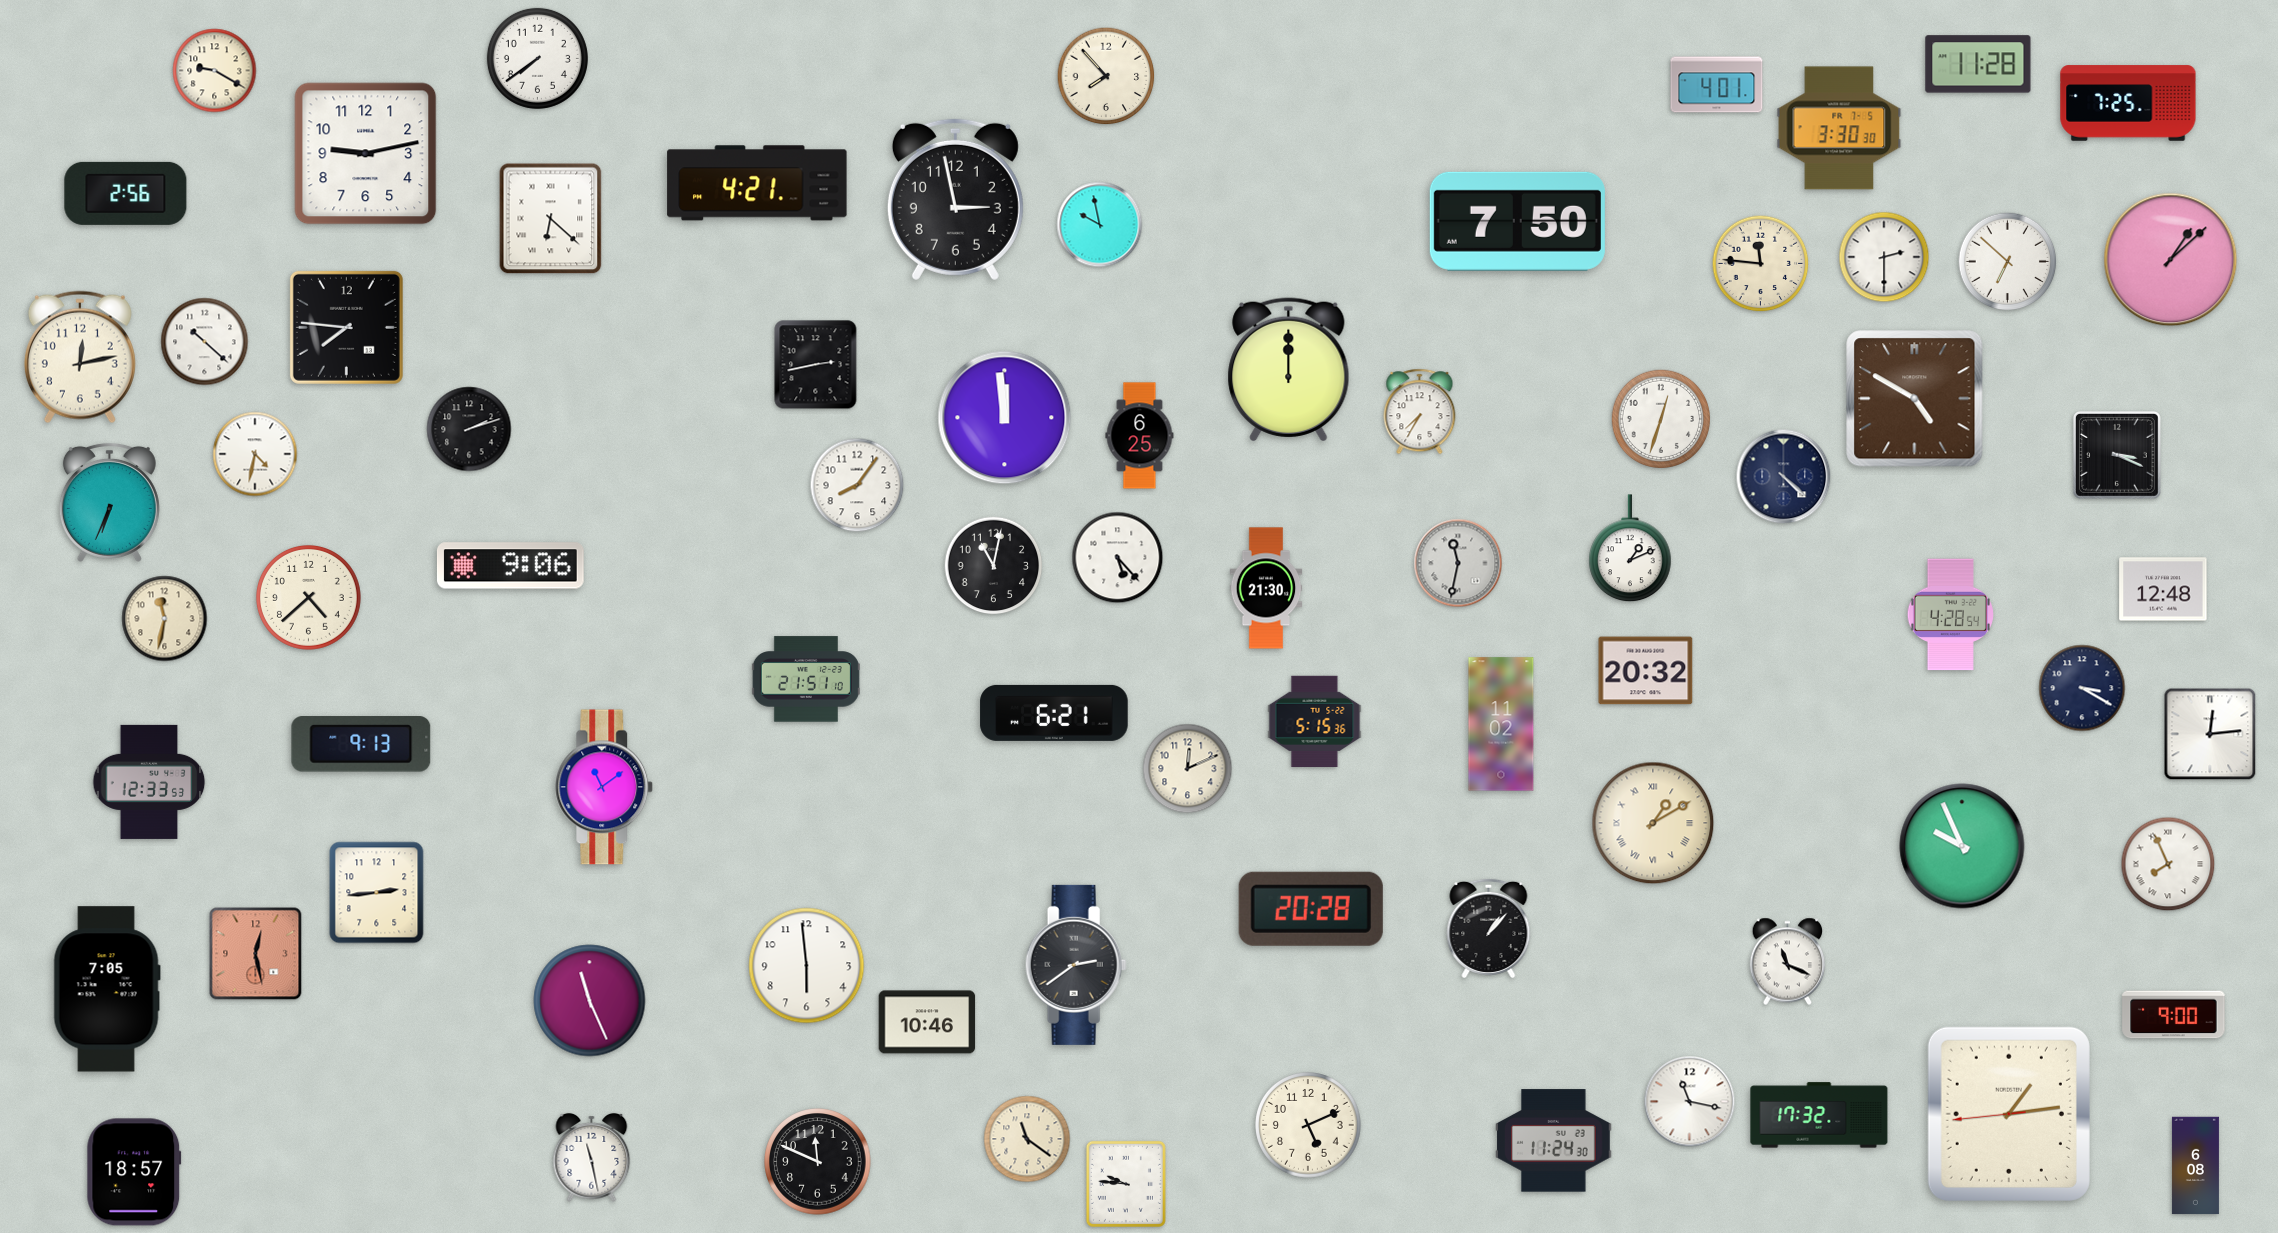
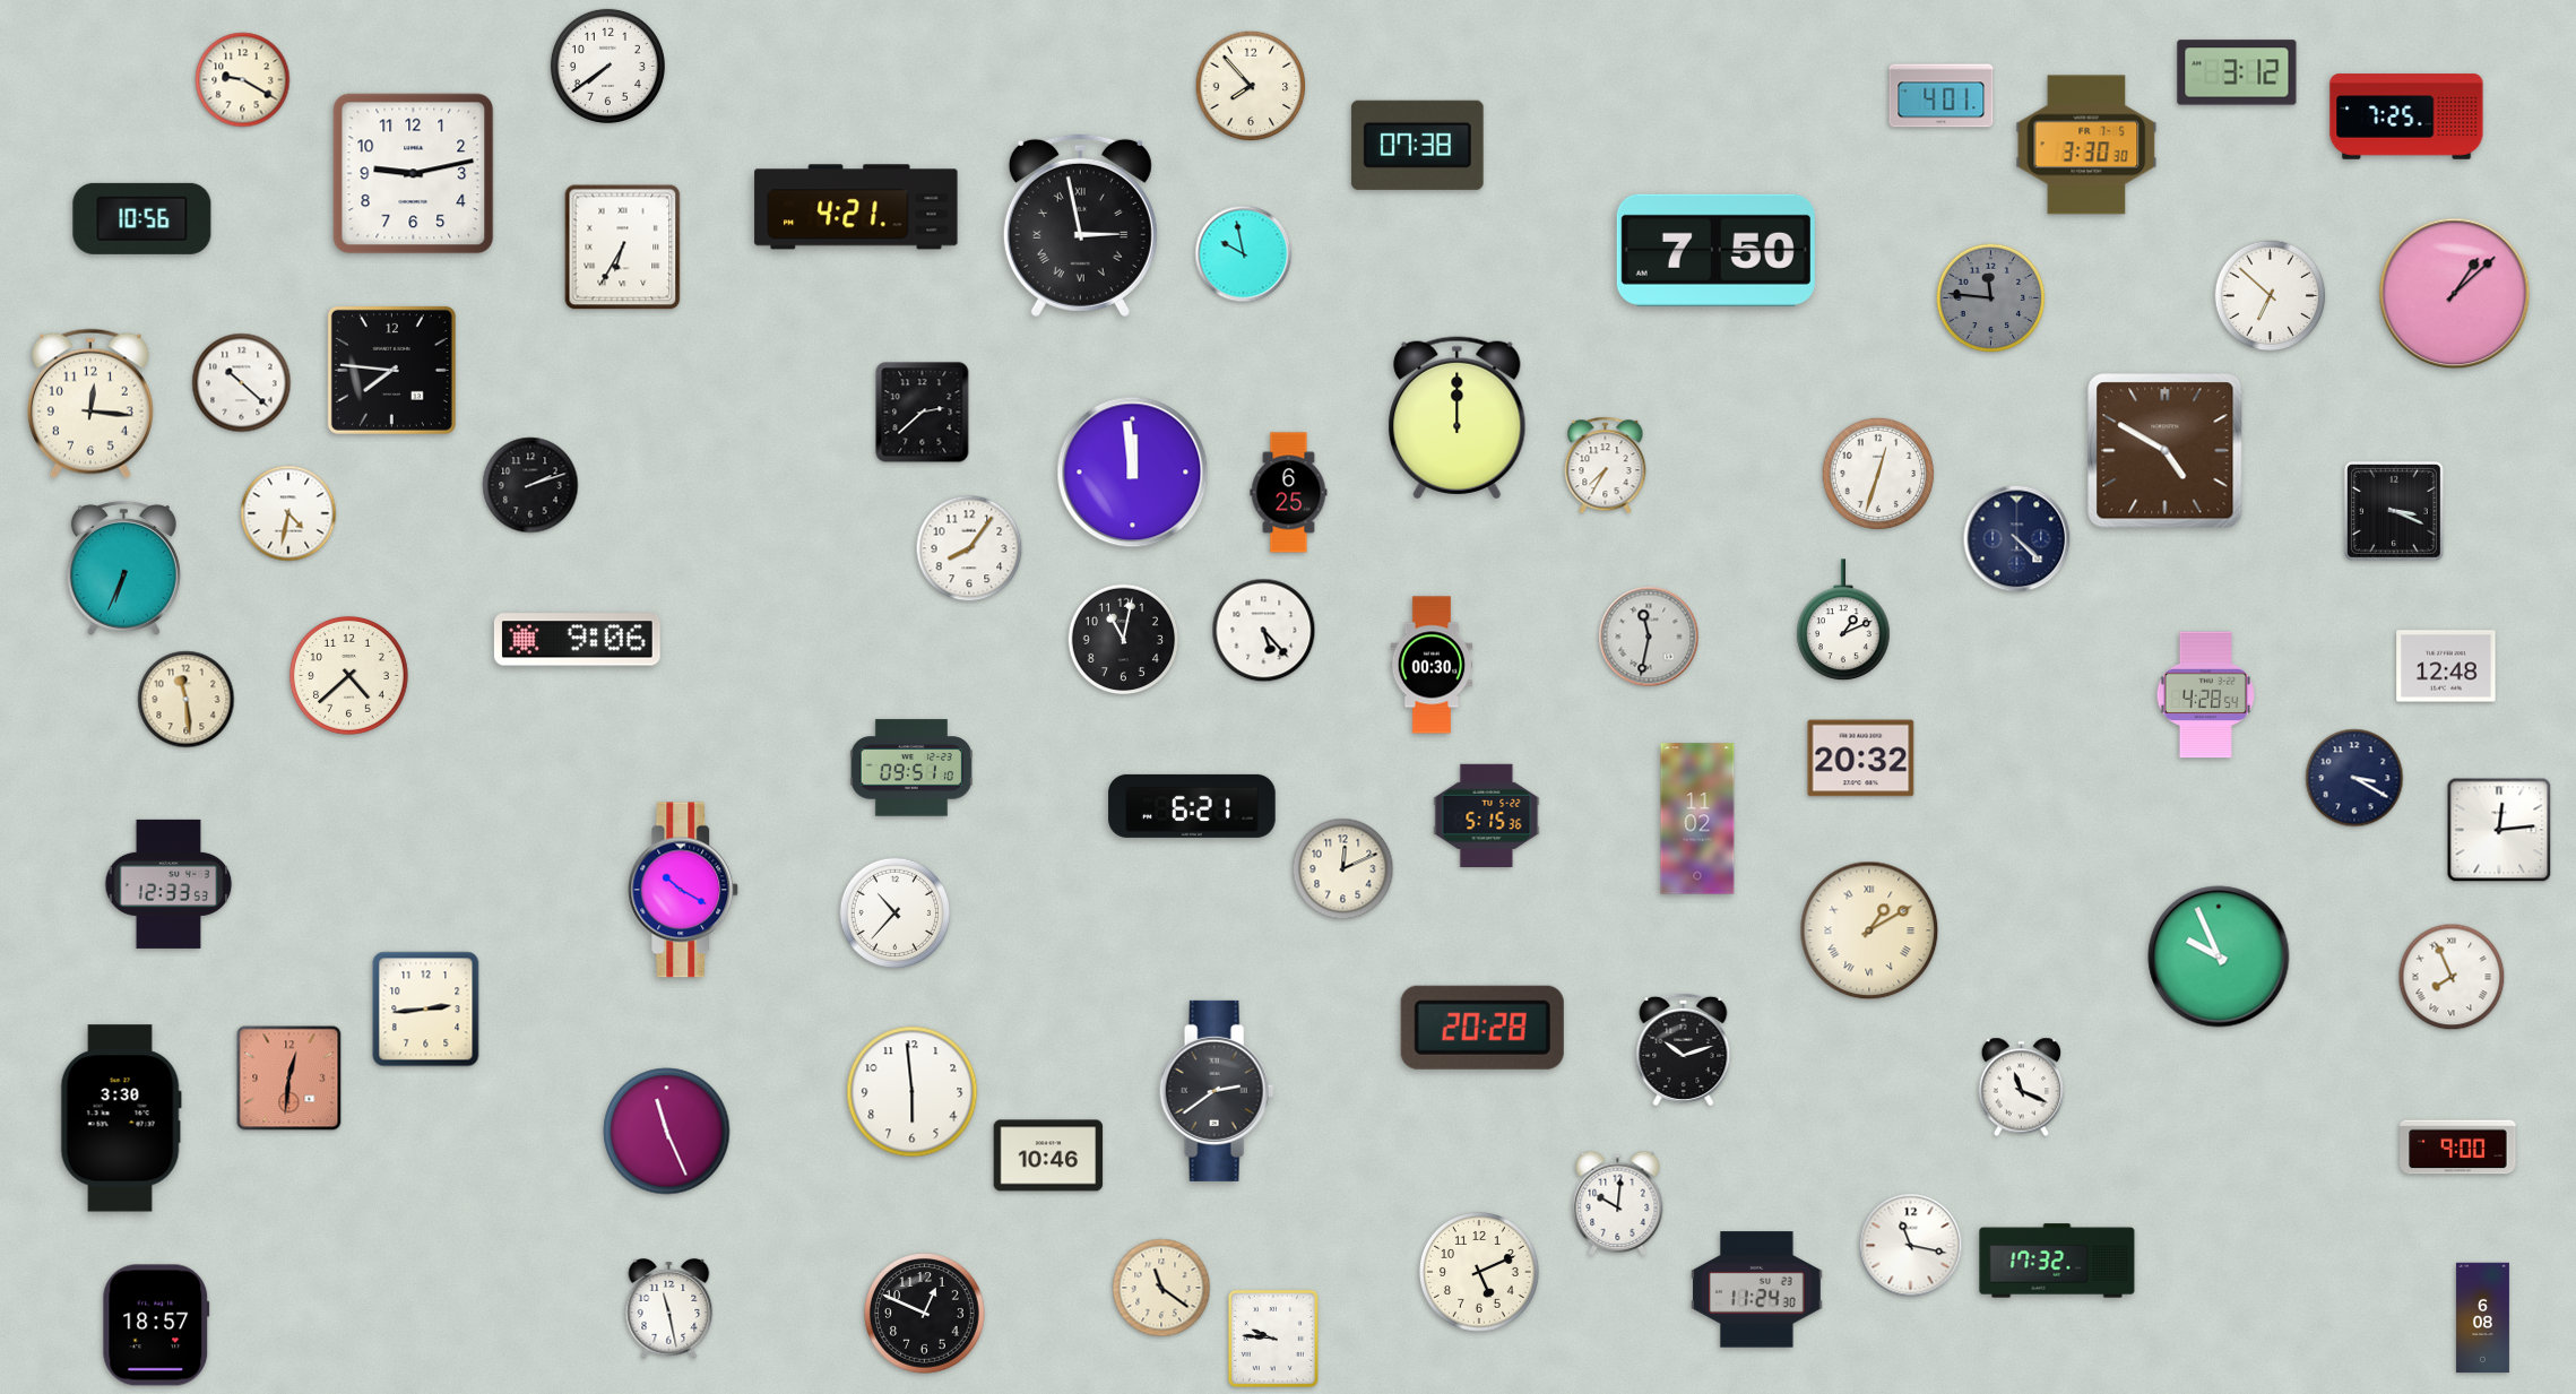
clock at (1978, 64): 11:28 -> 3:12
clock at (1417, 145): none -> 07:38
clock at (1839, 128) position: (1839, 128) -> (2086, 145)
clock at (126, 193): 2:56 -> 10:56
clock at (955, 199) numerals: Arabic -> Roman
clock at (551, 219): 6:22 -> 6:35
clock at (1884, 257): 2:30 -> none
clock at (1761, 264) dial: cream -> grey
clock at (205, 342) position: (205, 342) -> (242, 383)
clock at (80, 357): 12:13 -> 12:16
clock at (816, 365): 2:43 -> 2:38
clock at (1005, 418) position: (1005, 418) -> (1133, 473)
clock at (2117, 455) position: (2117, 455) -> (2394, 511)
clock at (1266, 588): 21:30 -> 00:30
clock at (165, 619): 11:32 -> 11:29
clock at (806, 679): 21:51 -> 09:51
clock at (361, 744): 9:13 -> none
clock at (604, 787): 11:09 -> 10:20
clock at (896, 914): none -> 10:37
clock at (1489, 928): 1:07 -> 10:12
clock at (256, 954): 12:28 -> 12:31
clock at (107, 989): 7:05 -> 3:30
clock at (1618, 1203): none -> 10:01
clock at (2009, 1114): 1:13 -> none
clock at (818, 1162): 11:49 -> 12:49
clock at (134, 1172) position: (134, 1172) -> (156, 1325)
